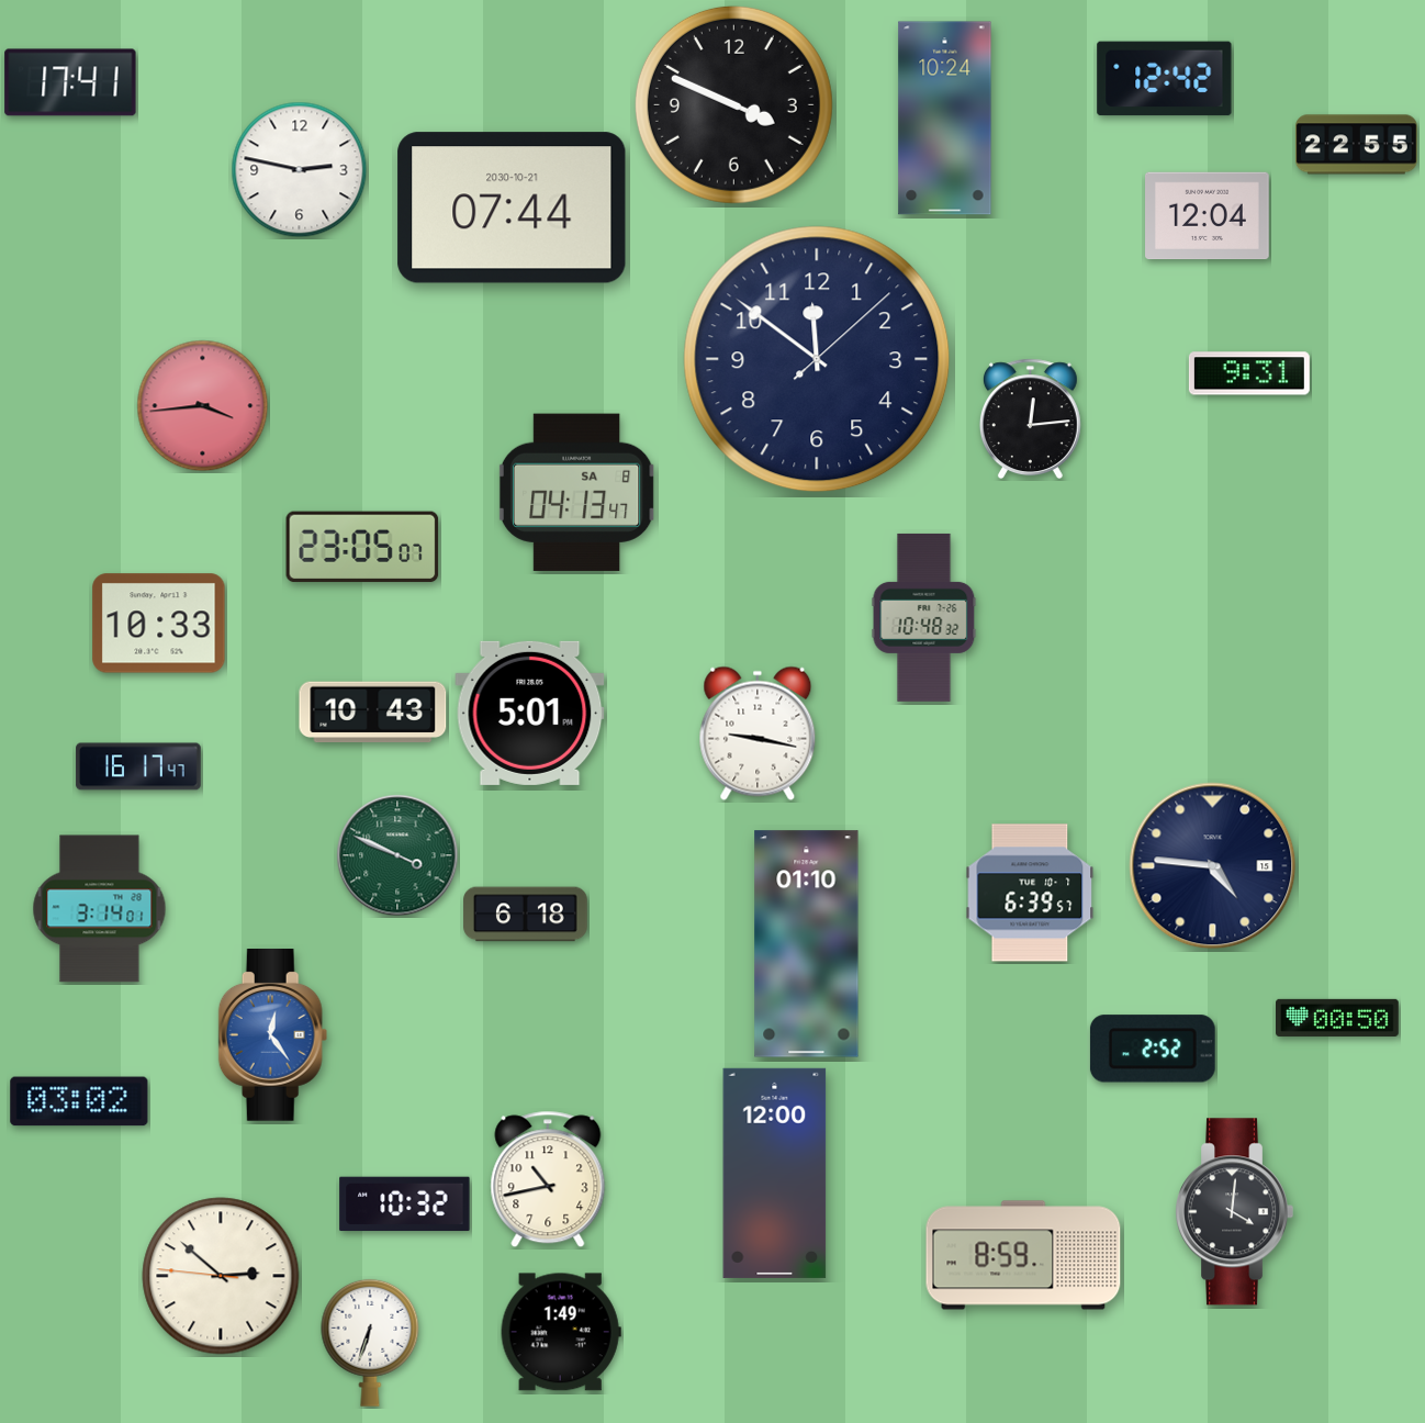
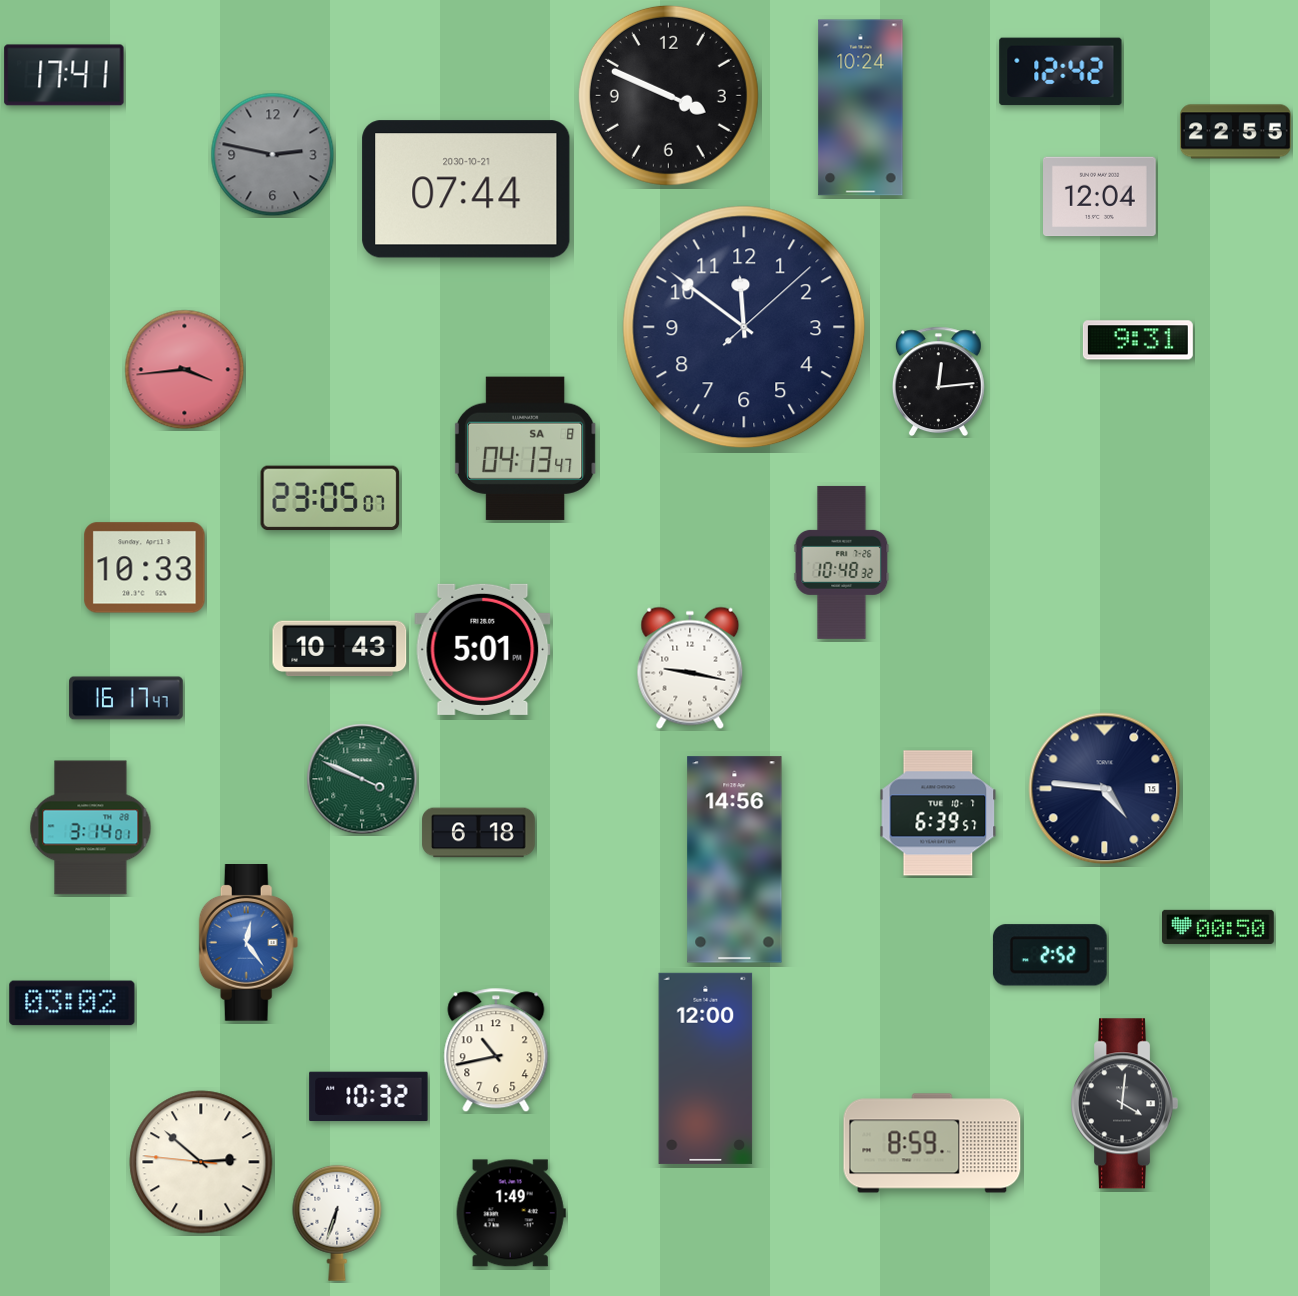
clock at (300, 170) dial: white -> grey
clock at (807, 944): 01:10 -> 14:56
clock at (548, 1179) position: (548, 1179) -> (496, 1050)
